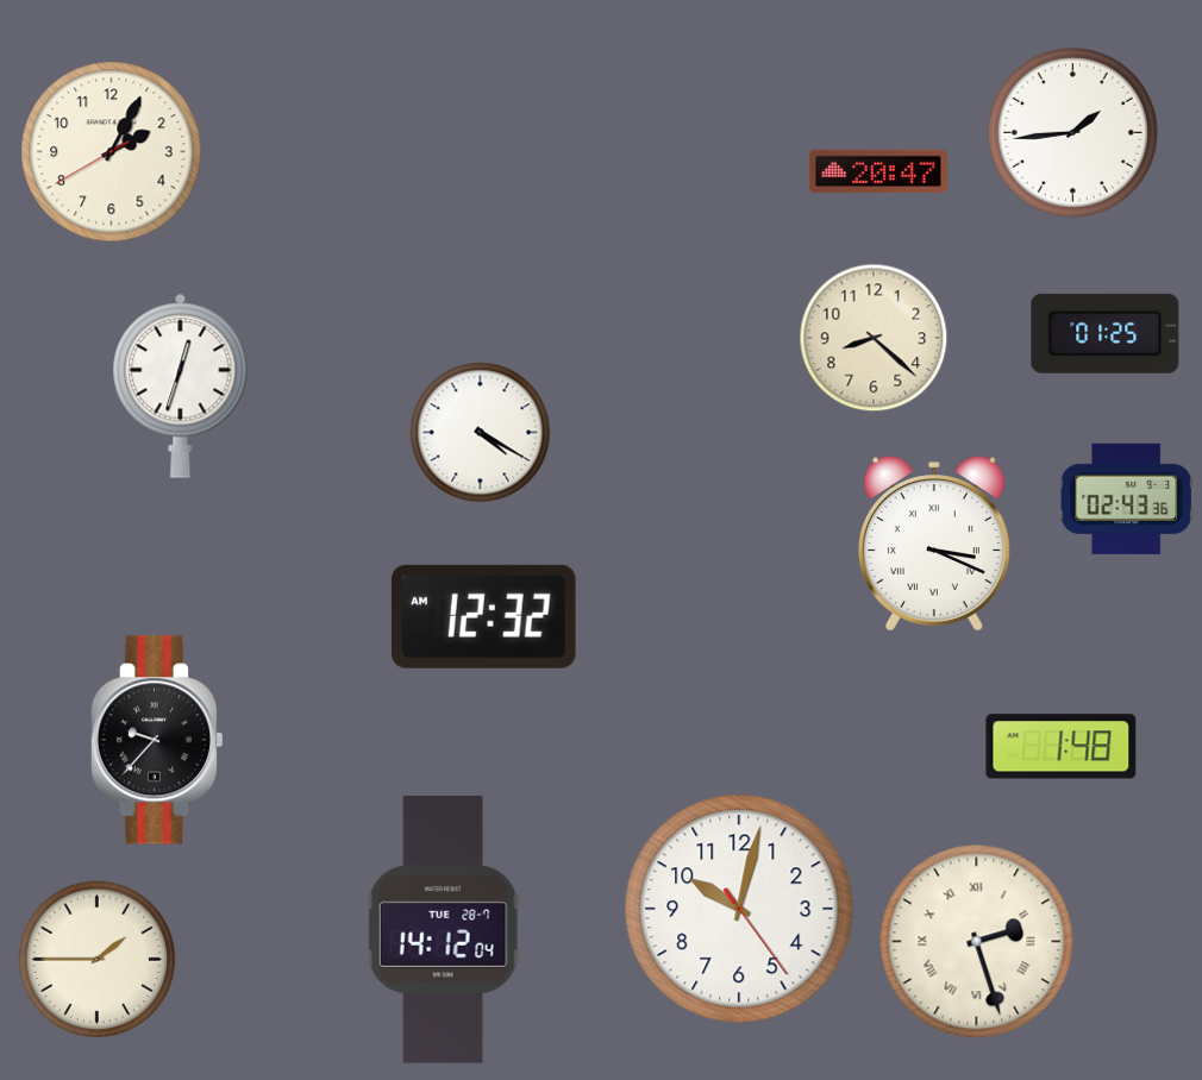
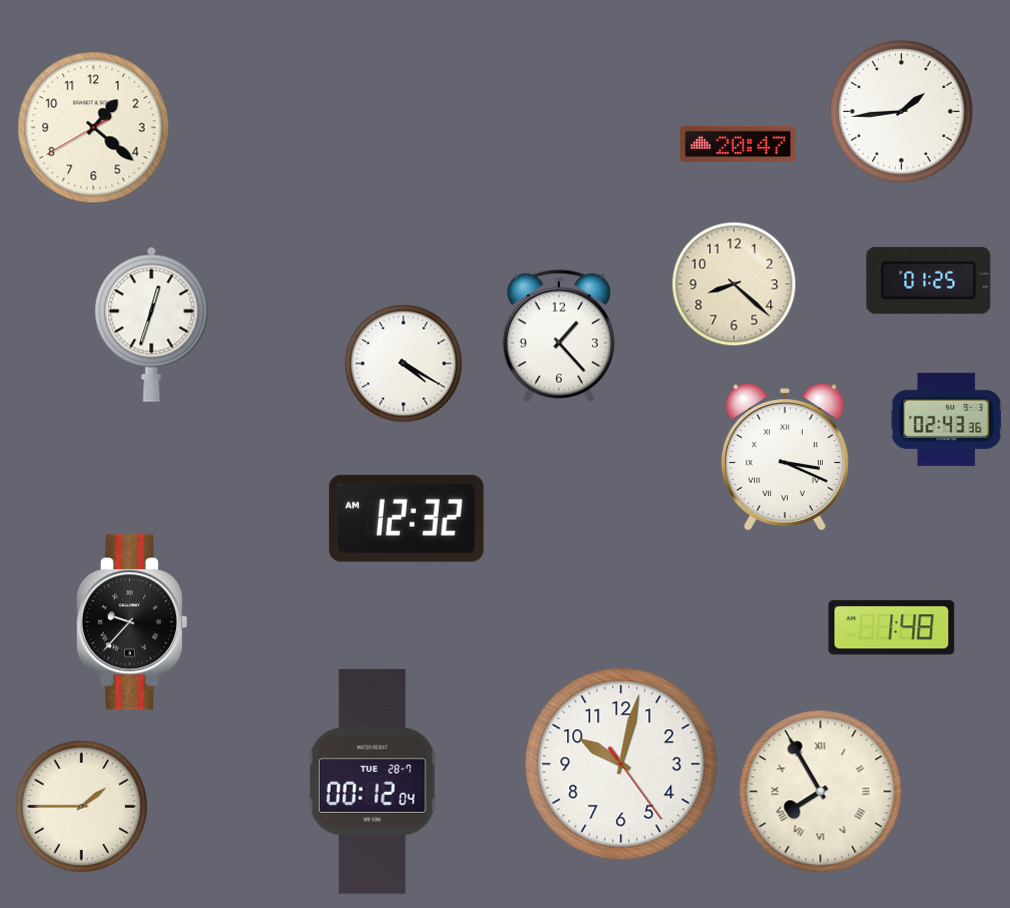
clock at (112, 152): 2:04 -> 1:21
clock at (559, 336): none -> 1:23
clock at (443, 930): 14:12 -> 00:12
clock at (977, 942): 2:27 -> 7:55
